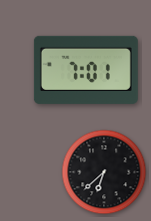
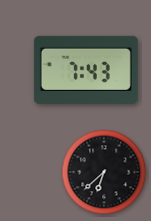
clock at (86, 70): 7:01 -> 7:43
